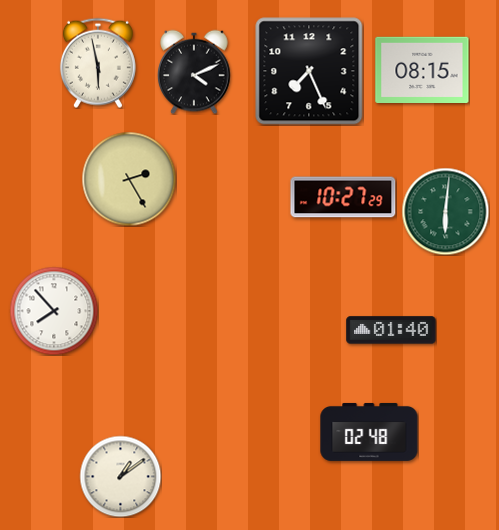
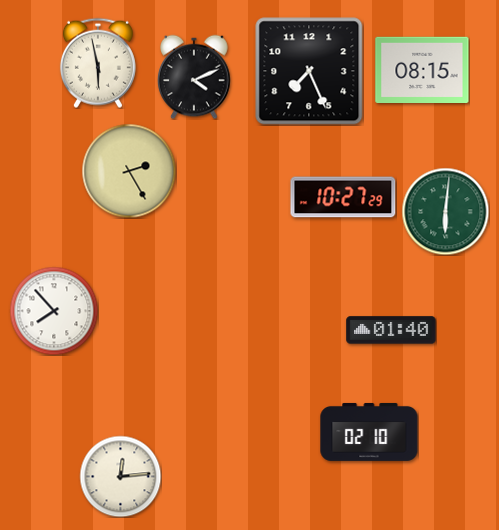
clock at (194, 72) position: (194, 72) -> (194, 77)
clock at (129, 179) position: (129, 179) -> (129, 171)
clock at (369, 432): 02:48 -> 02:10
clock at (120, 476): 1:09 -> 12:14
